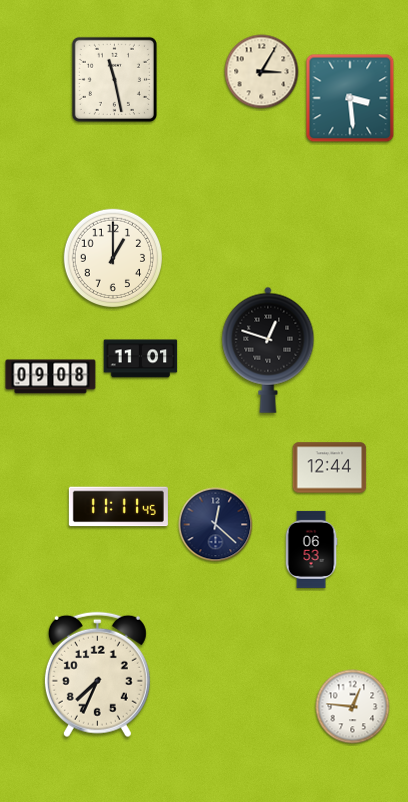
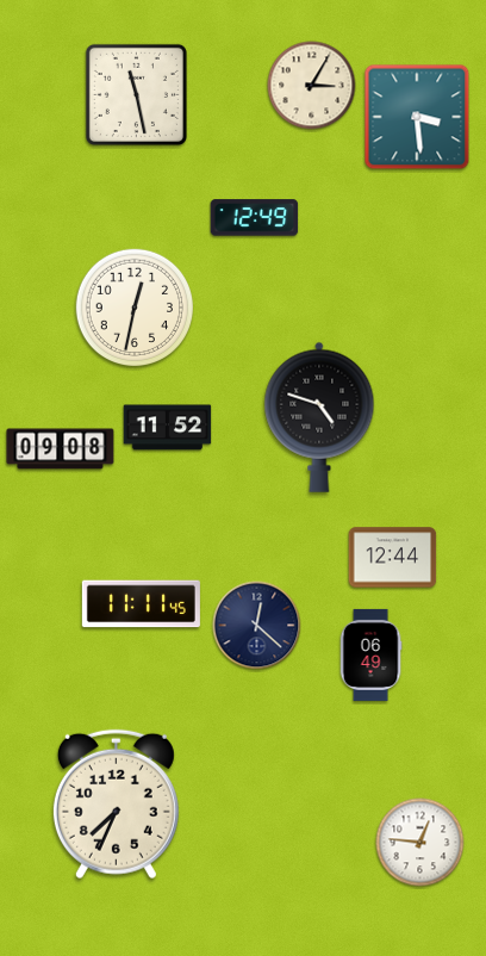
clock at (255, 218): none -> 12:49
clock at (113, 258): 1:00 -> 12:32
clock at (268, 350): 12:48 -> 4:48
clock at (141, 359): 11:01 -> 11:52
clock at (311, 549): 06:53 -> 06:49
